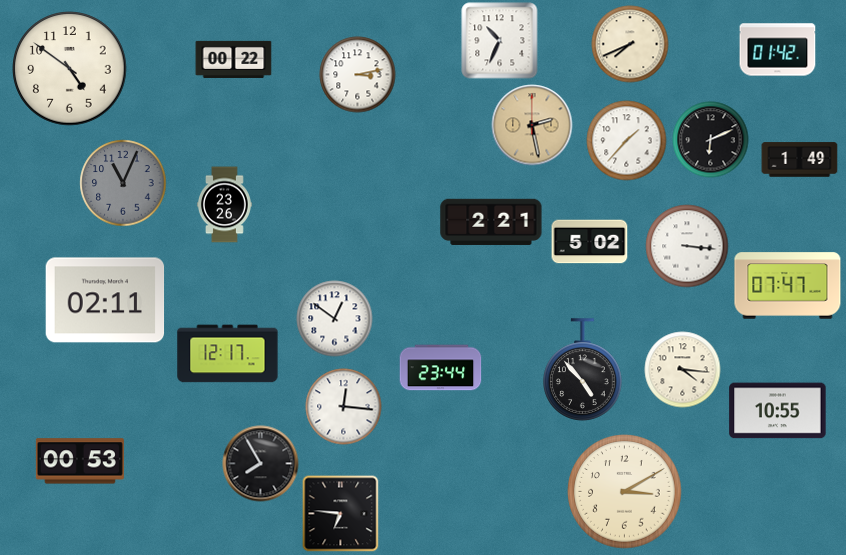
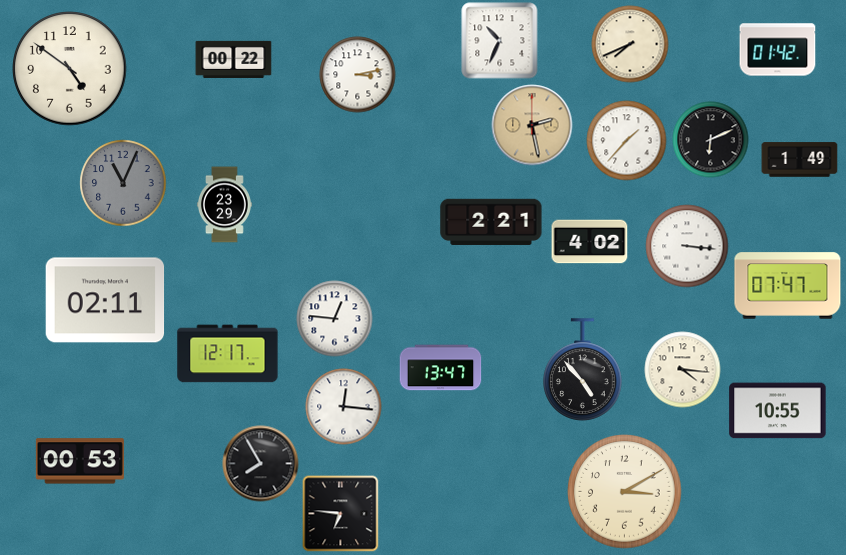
clock at (224, 205): 23:26 -> 23:29
clock at (590, 242): 5:02 -> 4:02
clock at (335, 319): 12:51 -> 12:46
clock at (441, 368): 23:44 -> 13:47
